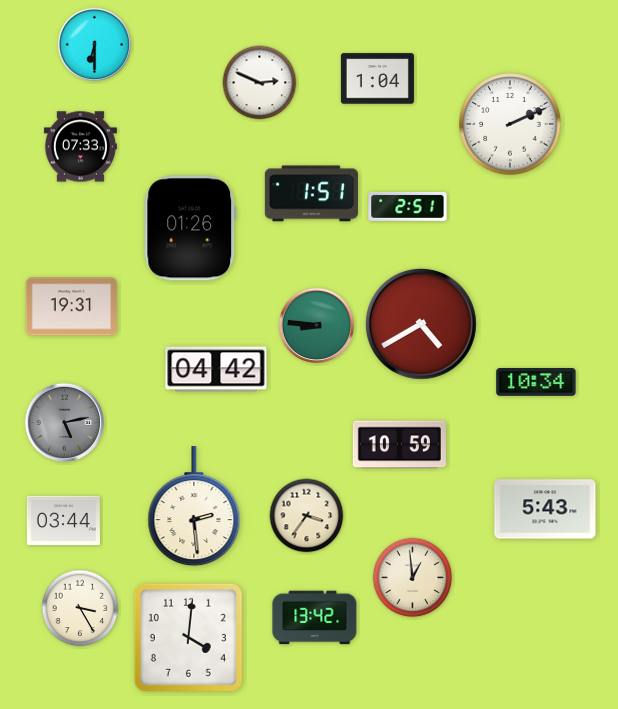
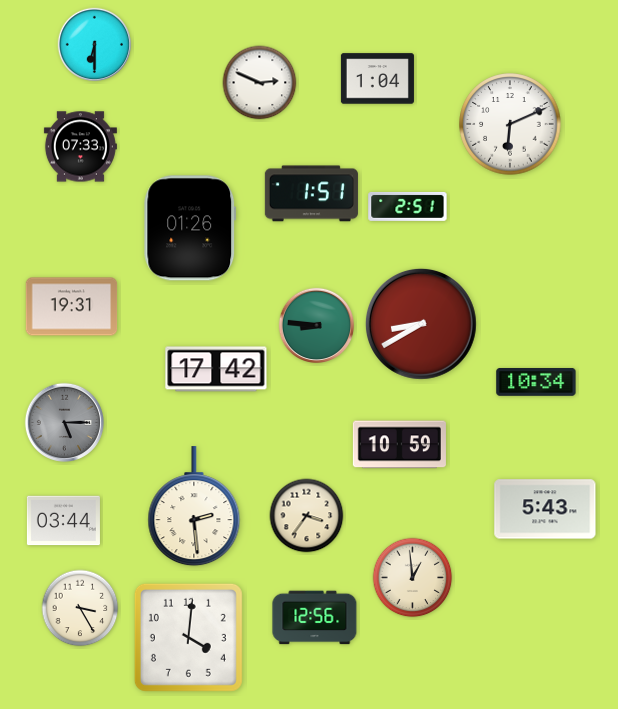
clock at (510, 124): 2:11 -> 6:11
clock at (421, 324): 4:40 -> 8:40
clock at (216, 369): 04:42 -> 17:42
clock at (64, 422): 5:13 -> 5:15
clock at (315, 618): 13:42 -> 12:56
